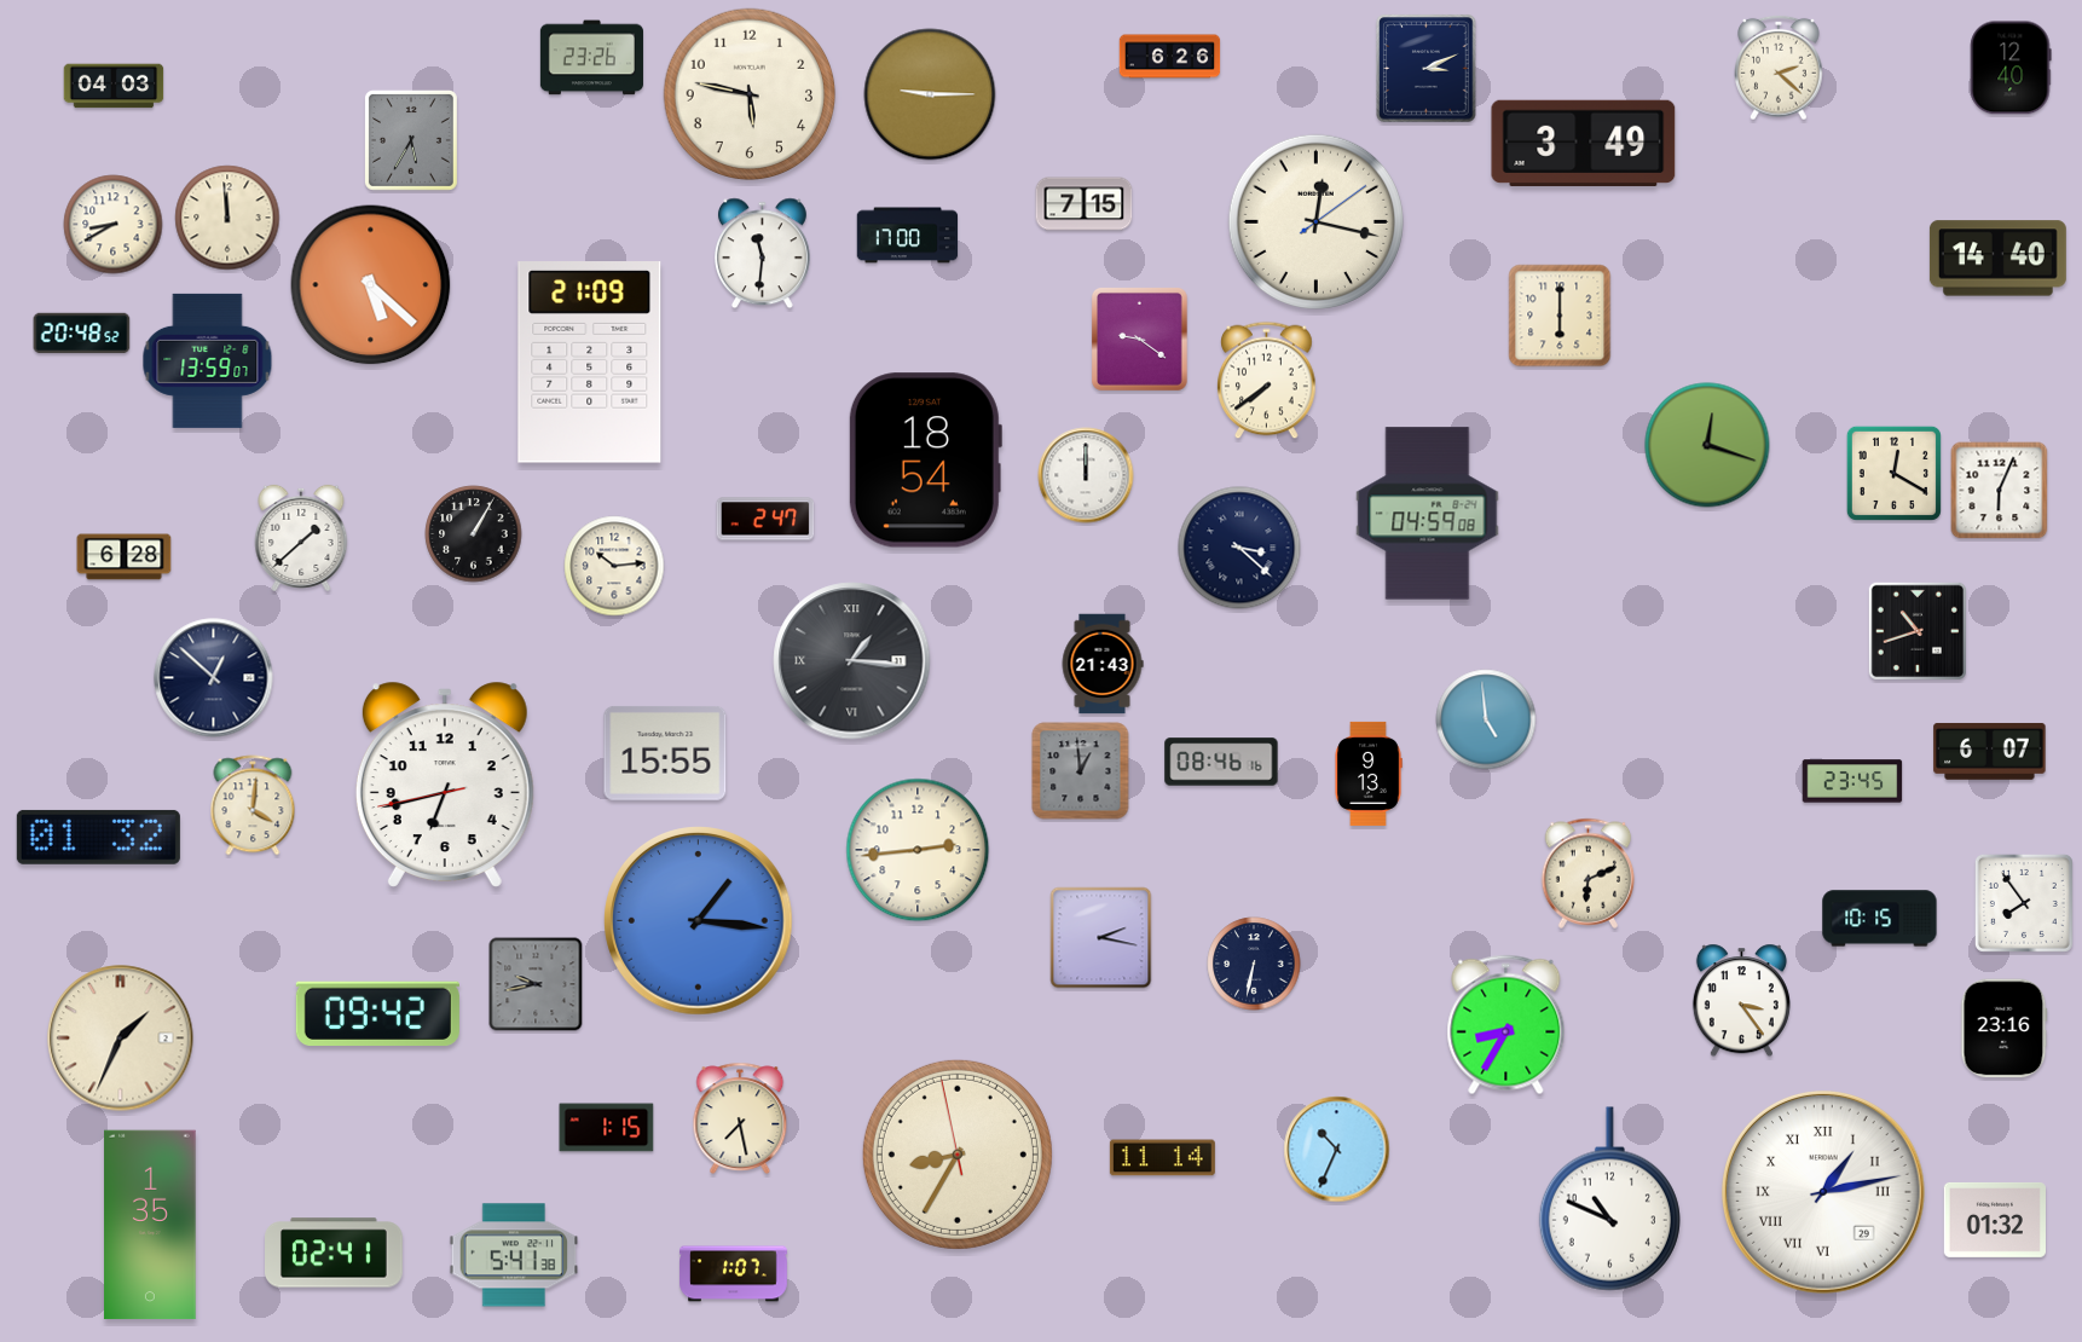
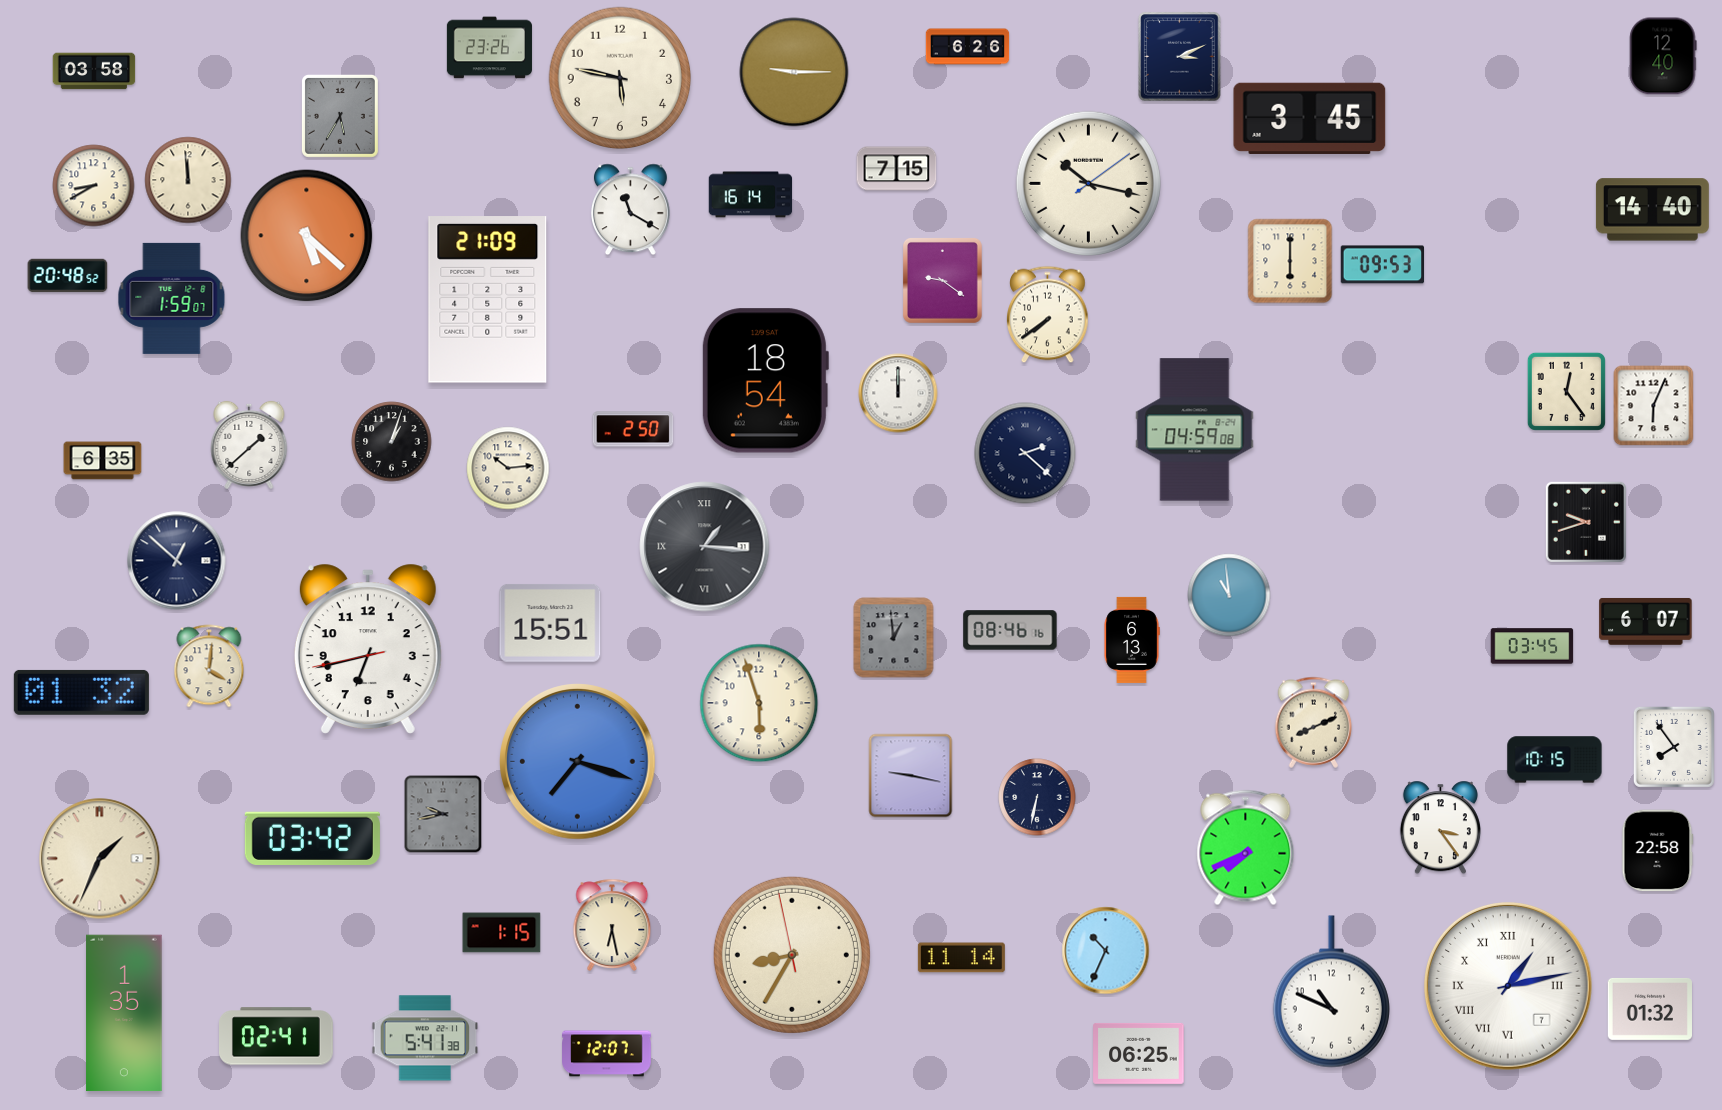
clock at (1779, 68): 2:22 -> none
clock at (114, 86): 04:03 -> 03:58
clock at (930, 94) position: (930, 94) -> (794, 72)
clock at (1584, 143): 3:49 -> 3:45
clock at (1315, 221): 12:17 -> 10:17
clock at (908, 236): 17:00 -> 16:14
clock at (762, 254): 11:31 -> 11:20
clock at (1997, 259) position: (1997, 259) -> (1652, 210)
clock at (1382, 265): none -> 09:53
clock at (208, 360): 13:59 -> 1:59
clock at (1707, 445): 12:18 -> none
clock at (1893, 473): 12:20 -> 12:24
clock at (1428, 514) position: (1428, 514) -> (1195, 430)
clock at (765, 519): 2:47 -> 2:50
clock at (474, 534): 1:05 -> 1:03
clock at (1239, 548): 3:22 -> 2:22
clock at (125, 557): 6:28 -> 6:35
clock at (1918, 631): 10:42 -> 9:42
clock at (1103, 664): 21:43 -> none
clock at (1486, 719): 4:59 -> 10:59
clock at (665, 753): 15:55 -> 15:51
clock at (1369, 774): 9:13 -> 6:13
clock at (1852, 781): 23:45 -> 03:45
clock at (918, 850): 2:44 -> 5:57
clock at (1589, 873): 6:11 -> 8:11
clock at (699, 921): 1:16 -> 7:18
clock at (1101, 938): 2:17 -> 9:17
clock at (377, 1013): 09:42 -> 03:42
clock at (1506, 1025): 8:35 -> 7:41
clock at (2005, 1029): 23:16 -> 22:58
clock at (740, 1118): 7:28 -> 6:28
clock at (1824, 1193) date: 29 -> 7
clock at (1139, 1053): none -> 06:25
clock at (734, 1274): 1:07 -> 12:07
